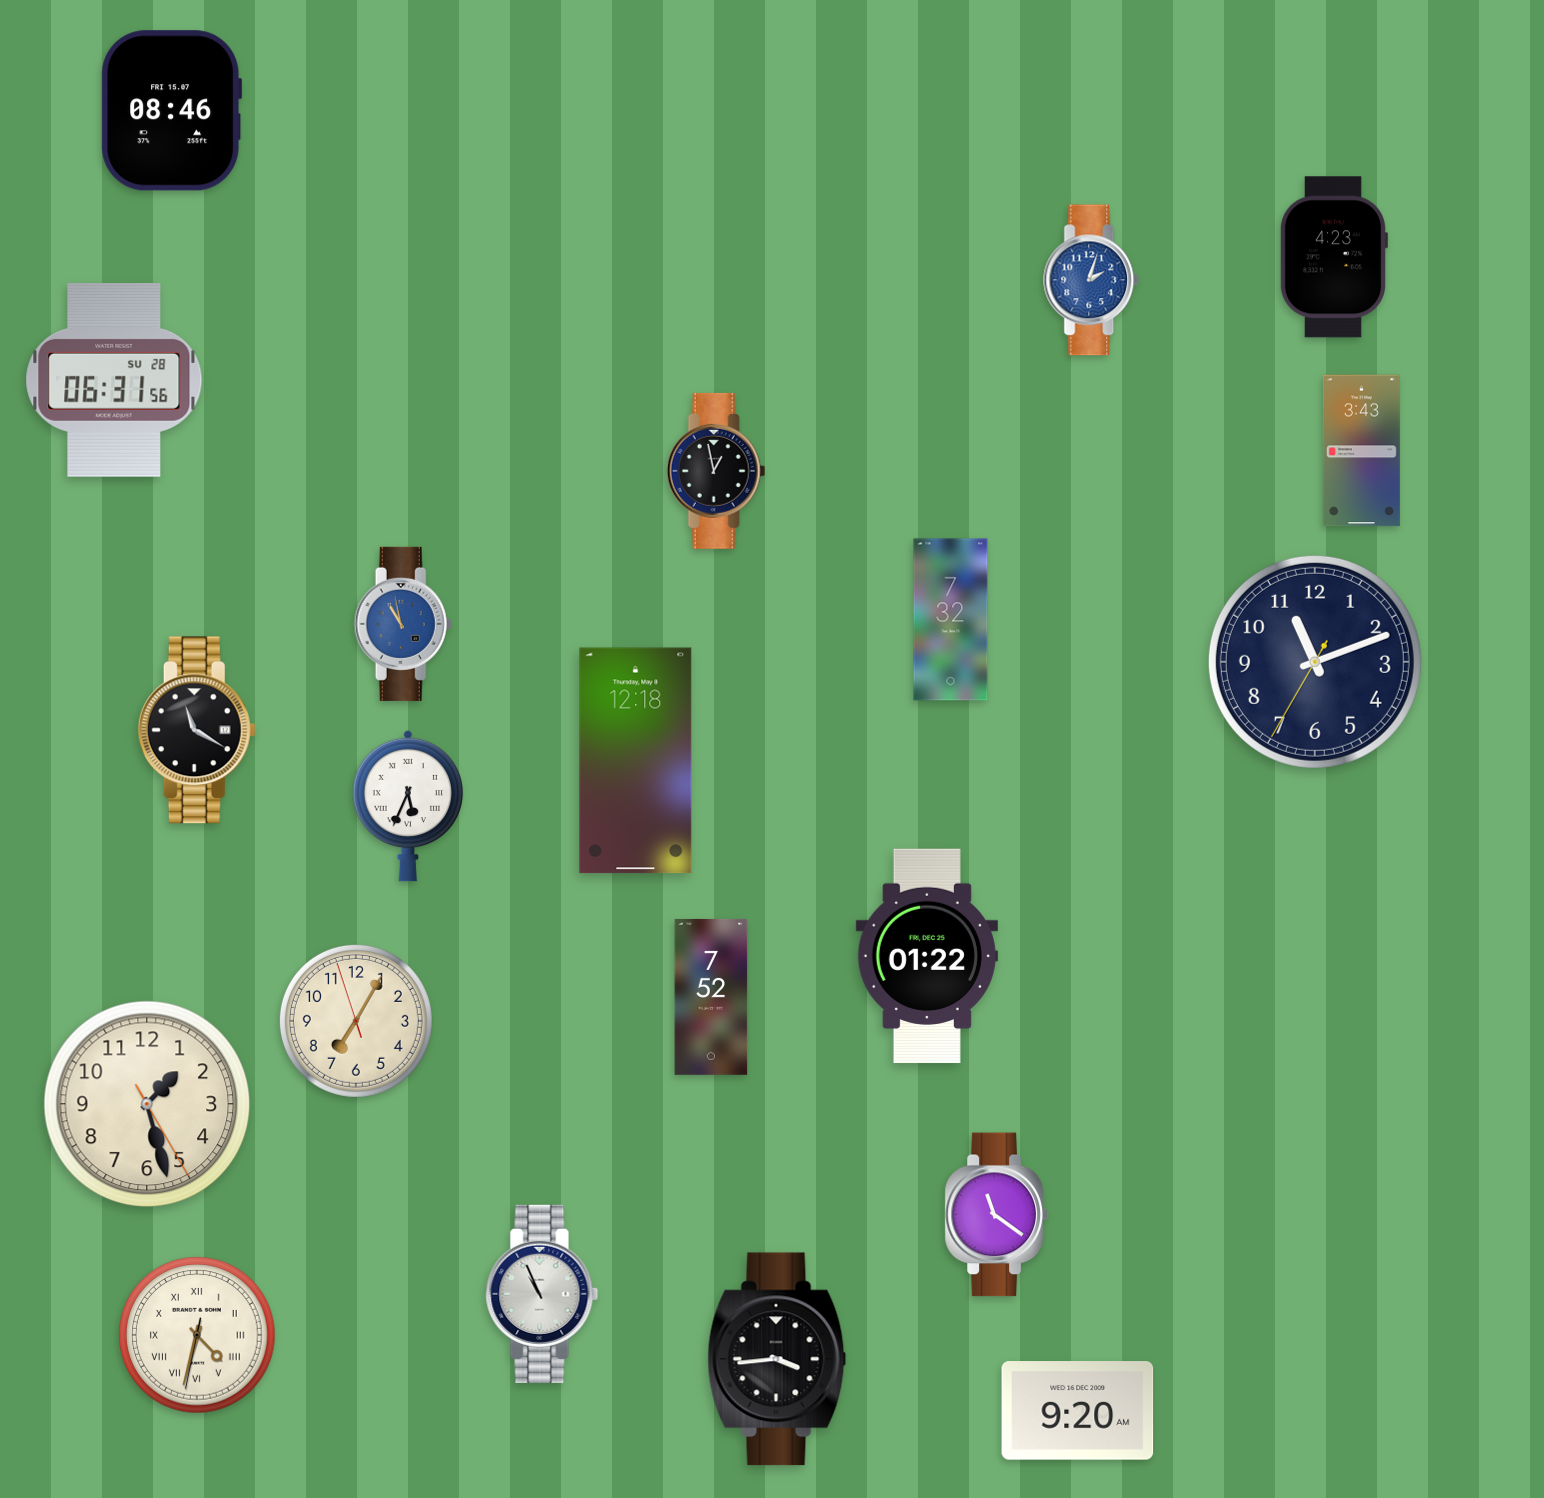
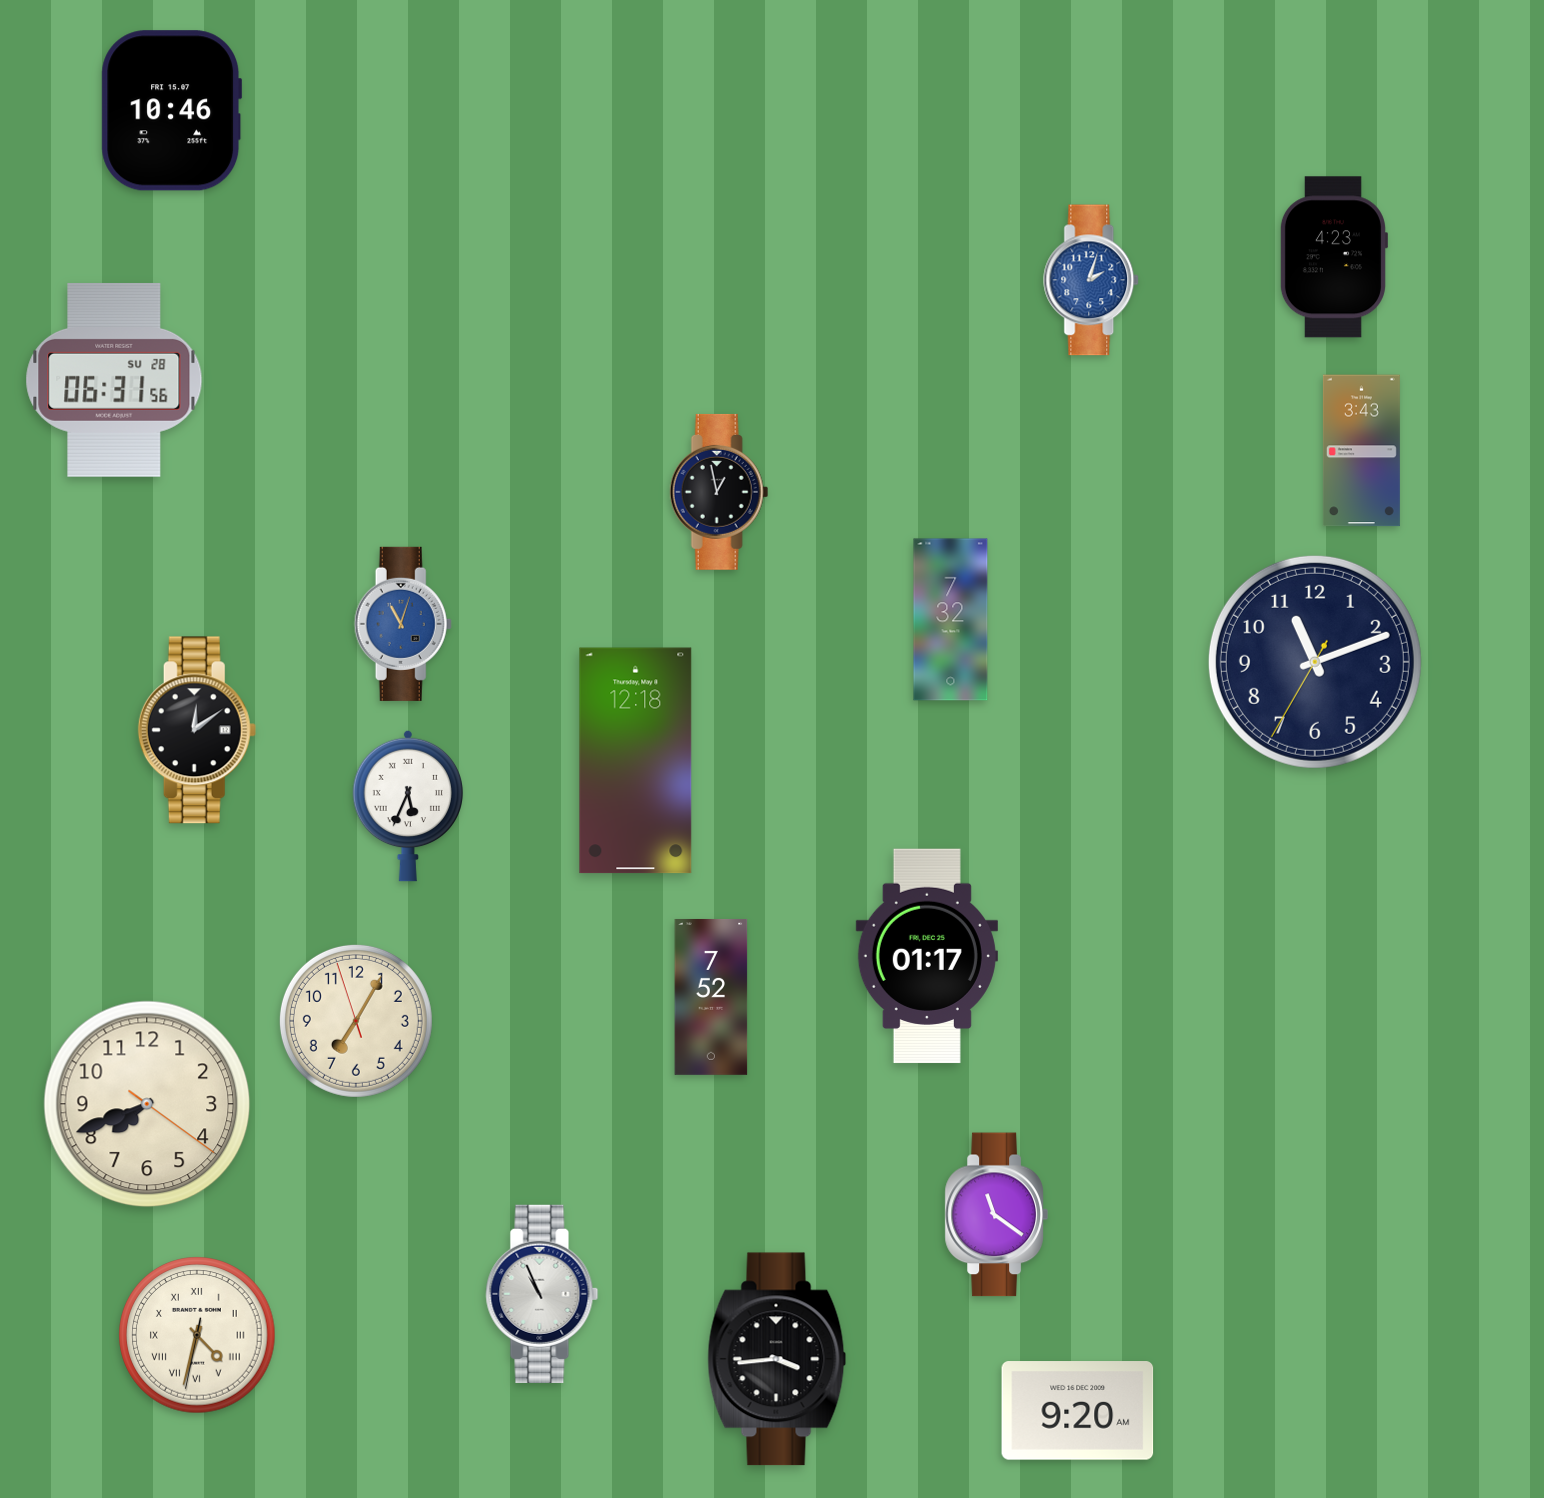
clock at (172, 111): 08:46 -> 10:46
clock at (716, 471) position: (716, 471) -> (719, 492)
clock at (403, 624): 10:58 -> 11:03
clock at (197, 730): 11:20 -> 12:09
clock at (927, 956): 01:22 -> 01:17
clock at (147, 1104): 1:27 -> 7:41
